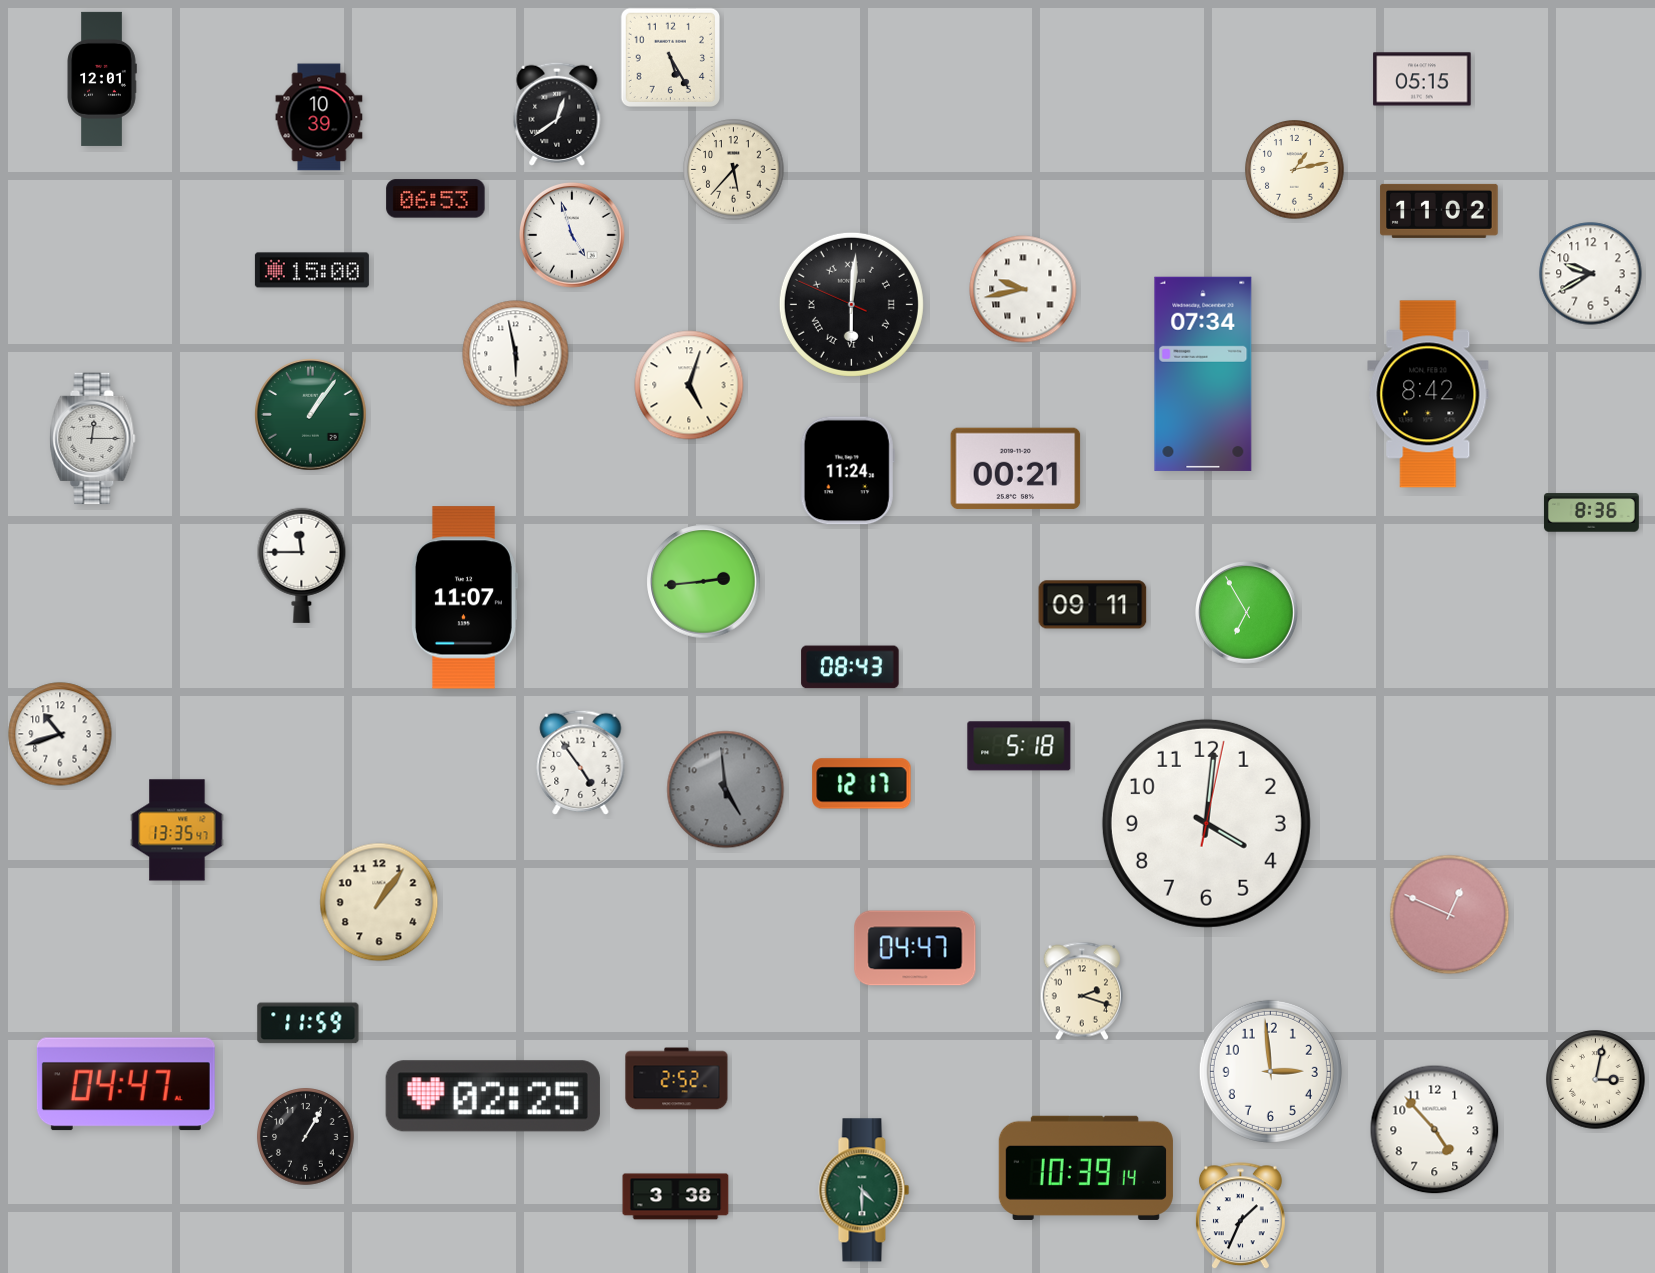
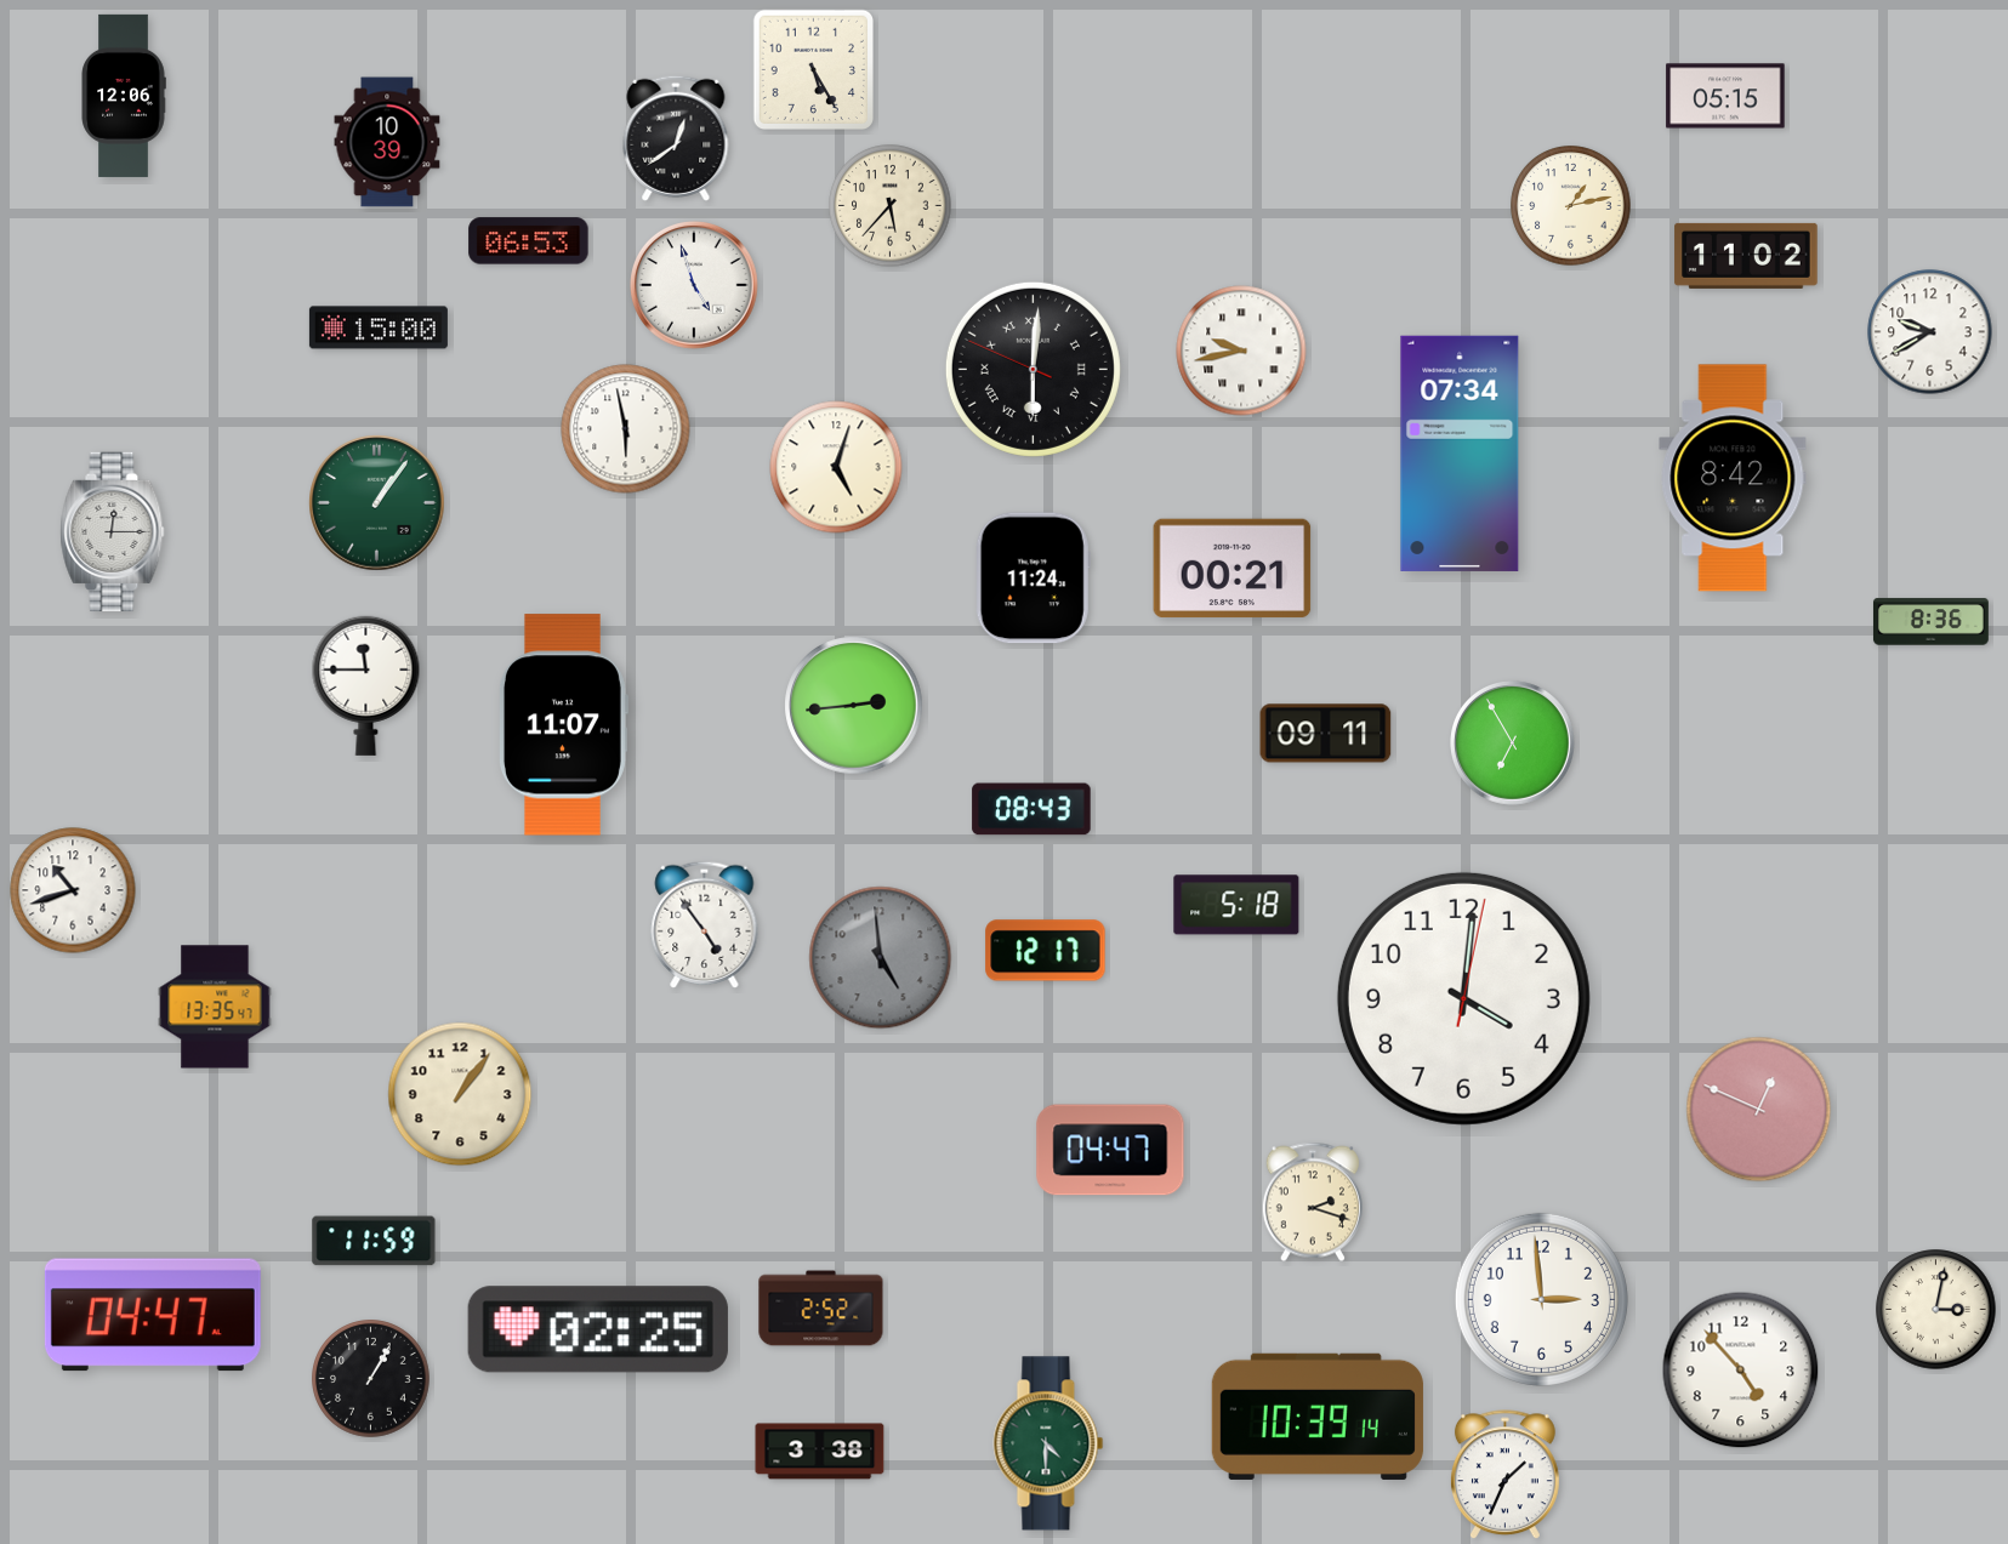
clock at (102, 79): 12:01 -> 12:06
clock at (847, 471) position: (847, 471) -> (1033, 579)
